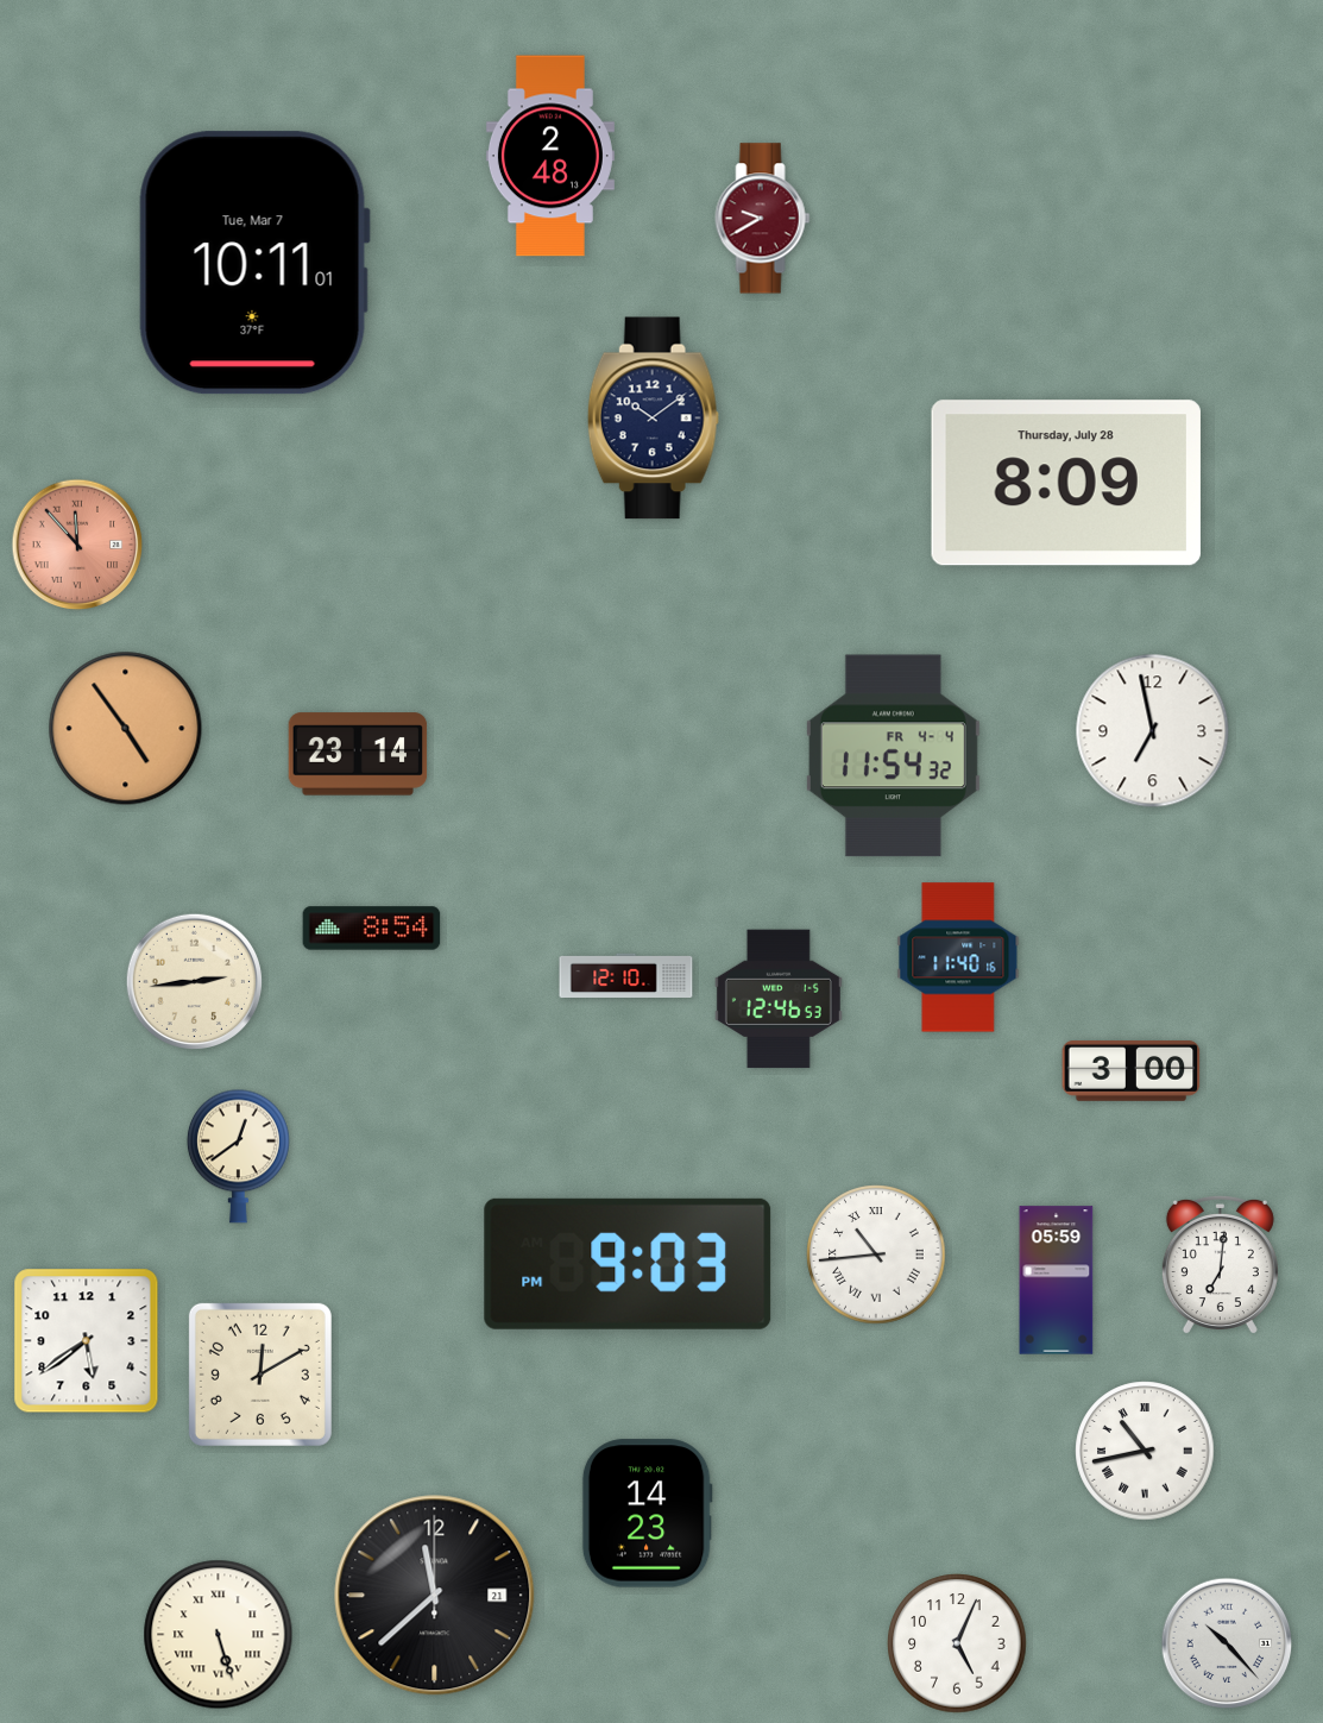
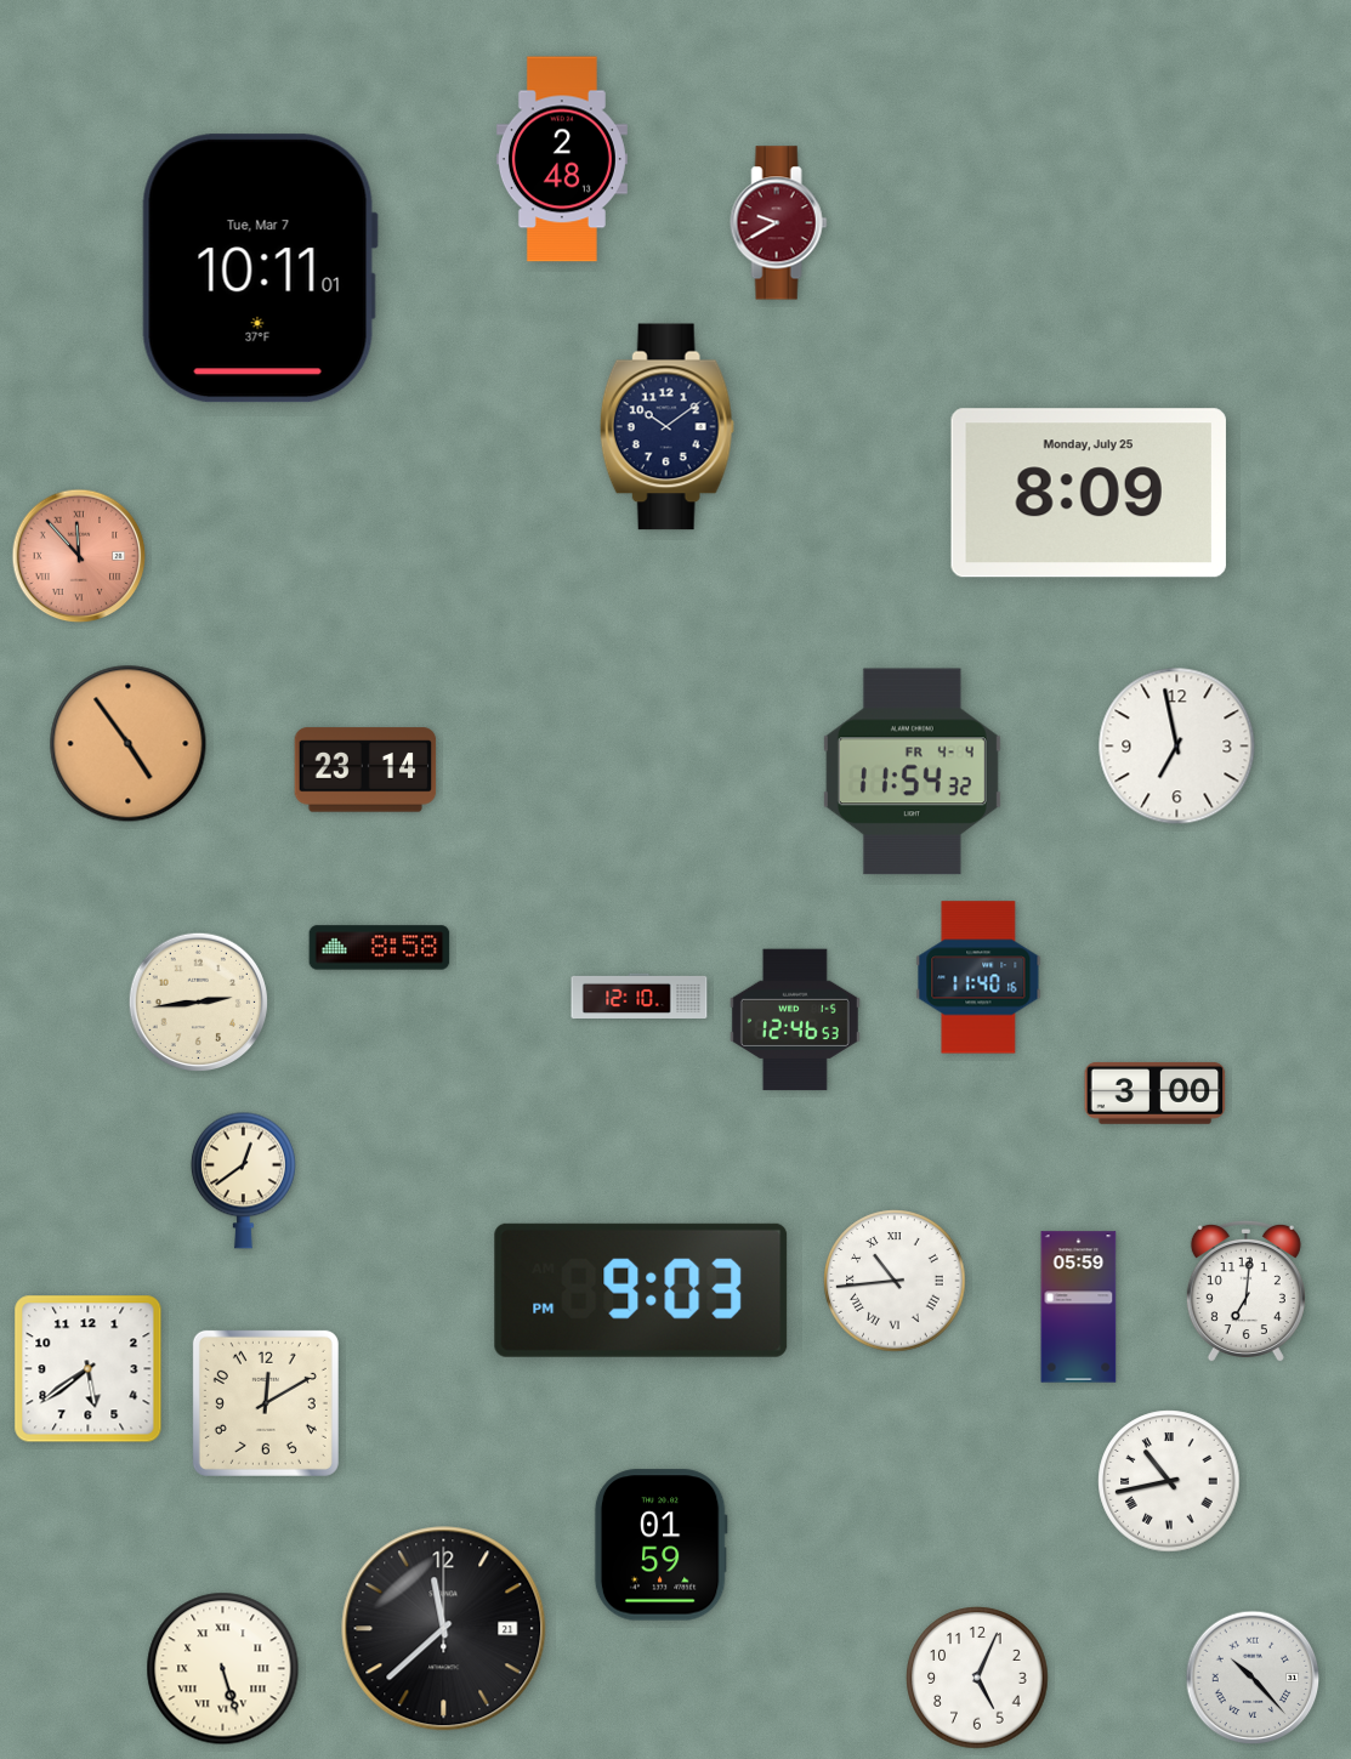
clock at (1066, 483) date: Thursday, July 28 -> Monday, July 25
clock at (372, 929): 8:54 -> 8:58
clock at (647, 1514): 14:23 -> 01:59
